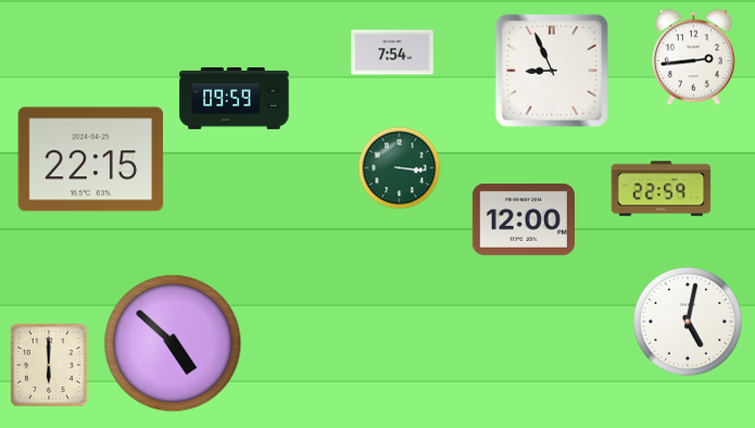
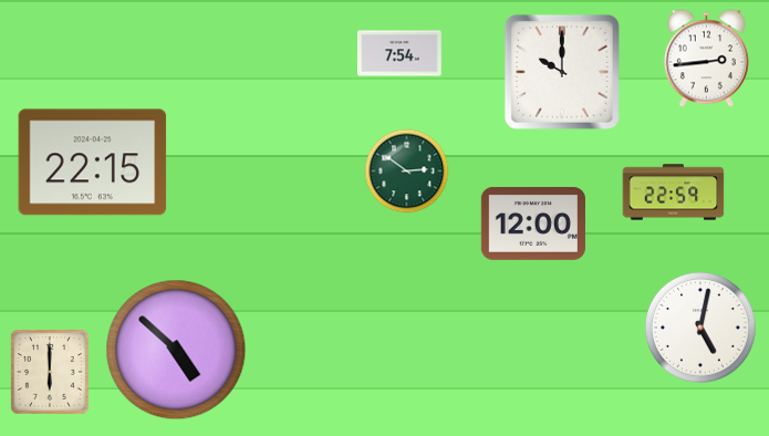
clock at (552, 71): 8:56 -> 10:00
clock at (235, 99): 09:59 -> none
clock at (400, 168): 3:16 -> 2:51
